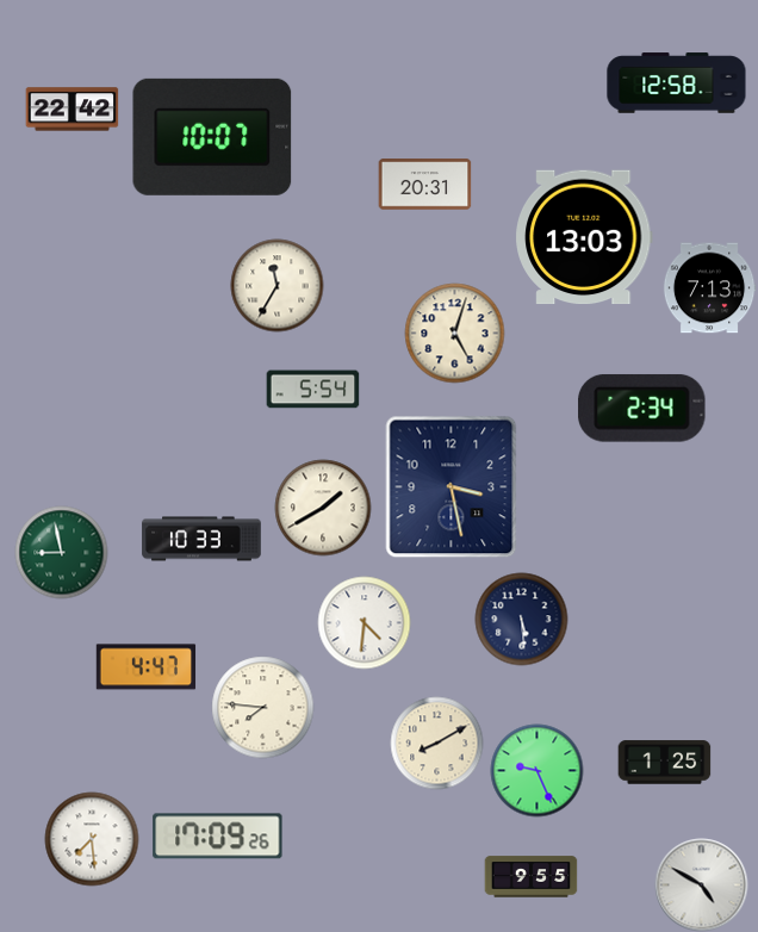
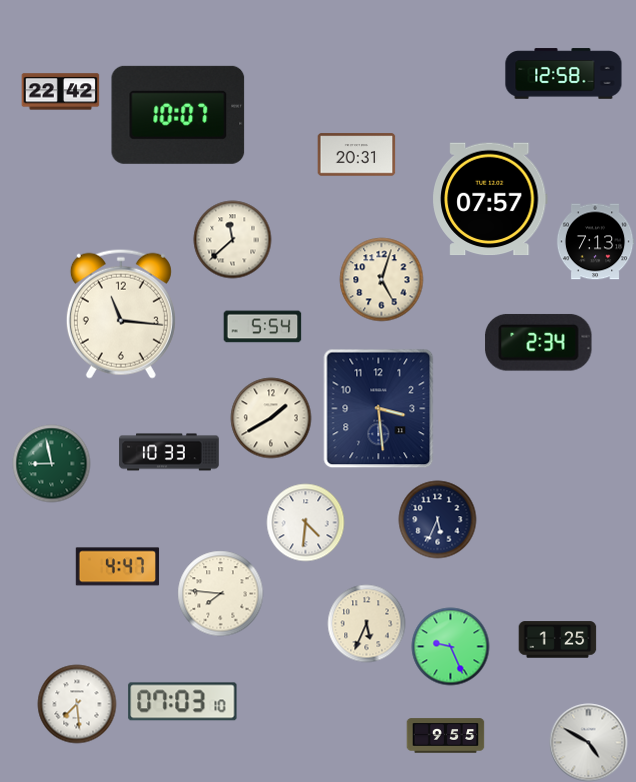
clock at (677, 83) position: (677, 83) -> (564, 74)
clock at (584, 237): 13:03 -> 07:57
clock at (277, 285): 11:35 -> 11:38
clock at (121, 314): none -> 11:16
clock at (452, 486): 3:28 -> 3:29
clock at (323, 508) position: (323, 508) -> (271, 418)
clock at (521, 619): 5:29 -> 5:34
clock at (145, 667) position: (145, 667) -> (117, 567)
clock at (436, 743): 8:10 -> 5:34
clock at (218, 837): 17:09 -> 07:03
